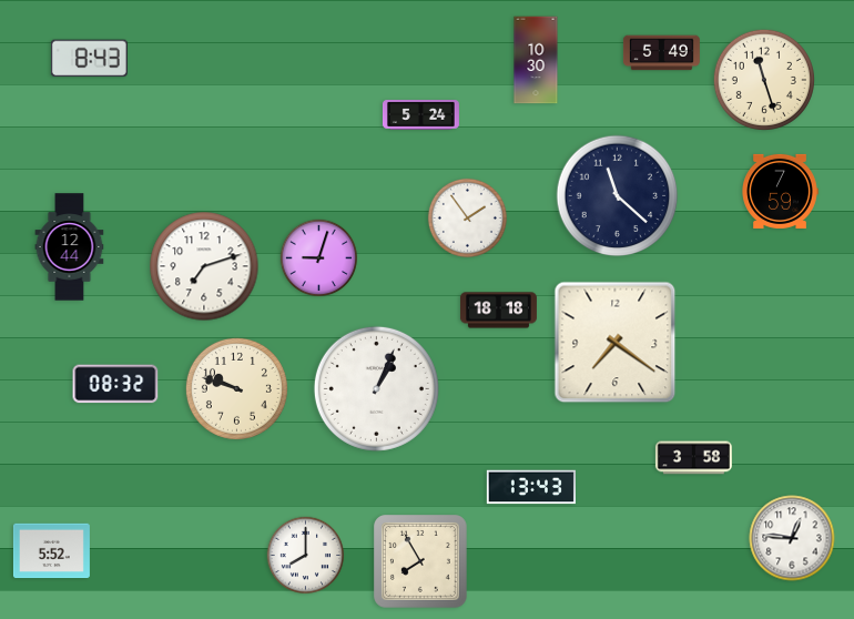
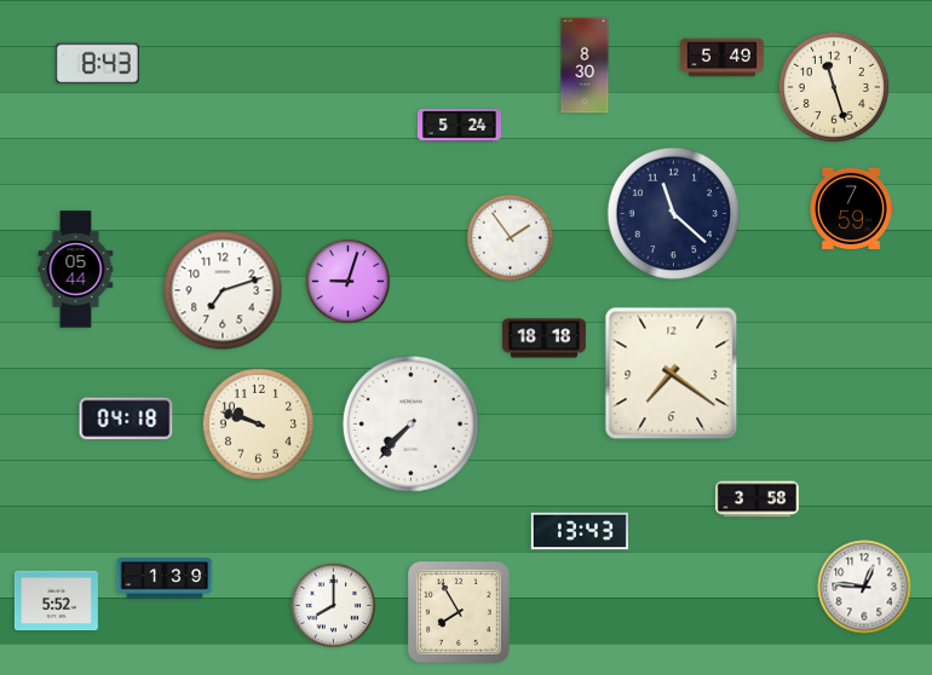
clock at (536, 60): 10:30 -> 8:30
clock at (70, 247): 12:44 -> 05:44
clock at (115, 384): 08:32 -> 04:18
clock at (376, 388): 1:04 -> 7:37
clock at (165, 578): none -> 1:39
